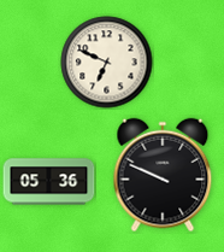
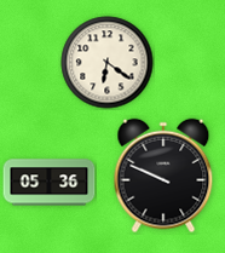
clock at (107, 63): 6:49 -> 6:21
